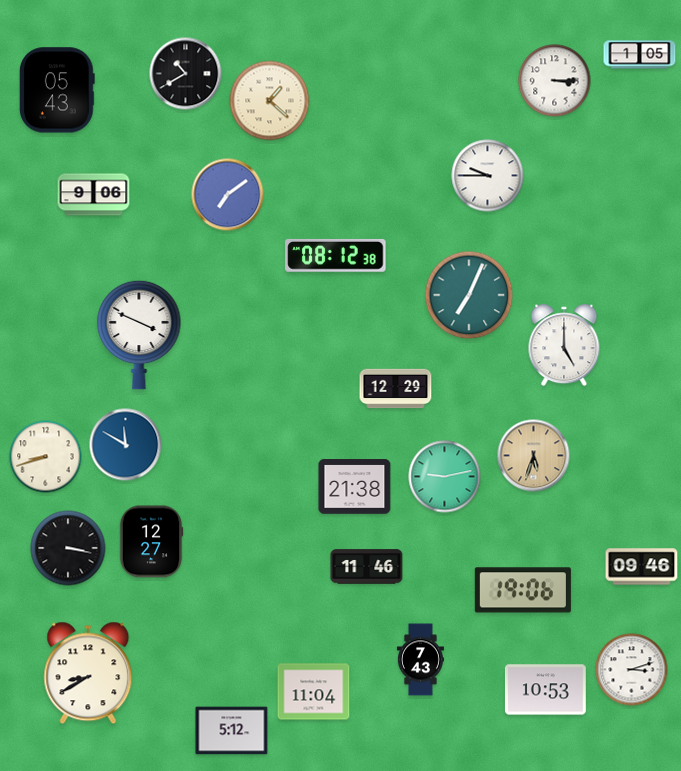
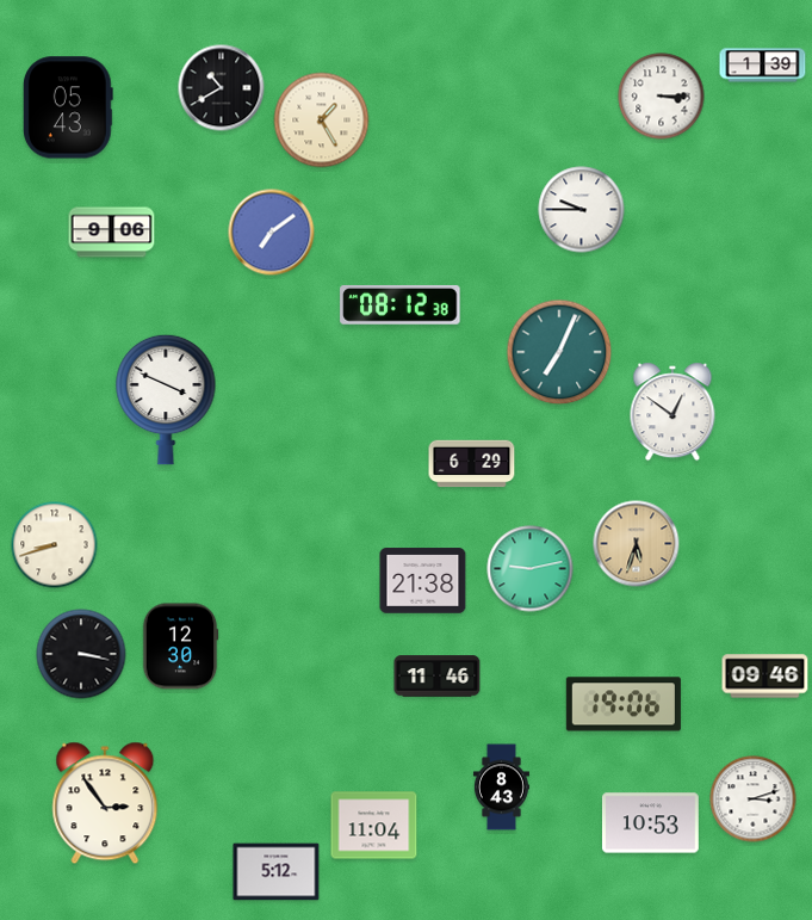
clock at (640, 55): 1:05 -> 1:39
clock at (270, 101): 1:22 -> 1:25
clock at (564, 345): 5:00 -> 12:51
clock at (396, 389): 12:29 -> 6:29
clock at (126, 445): 11:50 -> none
clock at (151, 542): 12:27 -> 12:30
clock at (420, 660): 7:43 -> 8:43
clock at (88, 673): 8:40 -> 2:54
